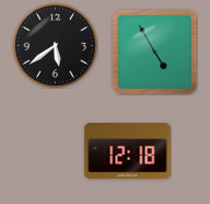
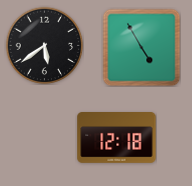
clock at (55, 45) position: (55, 45) -> (44, 45)
